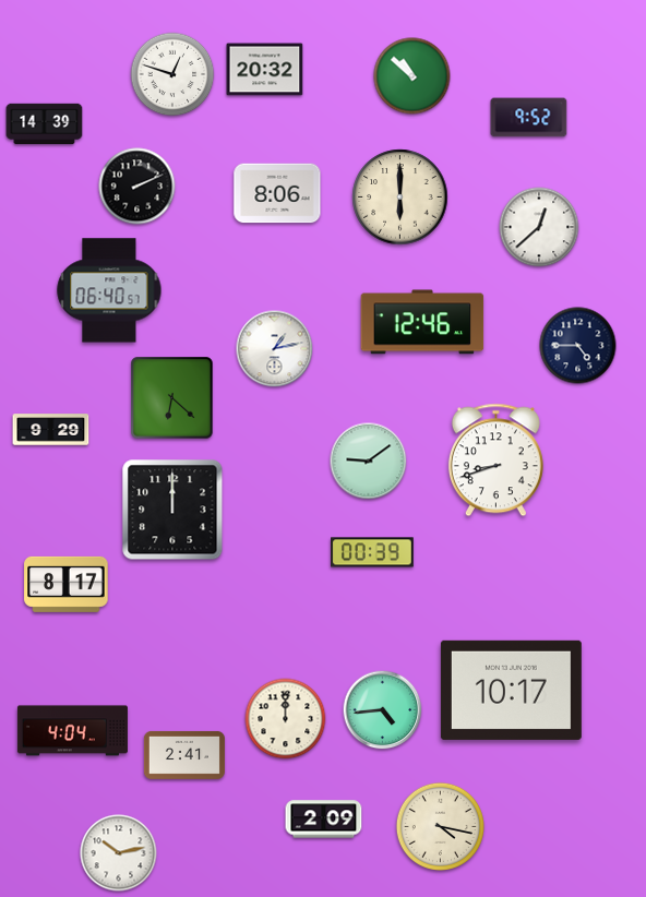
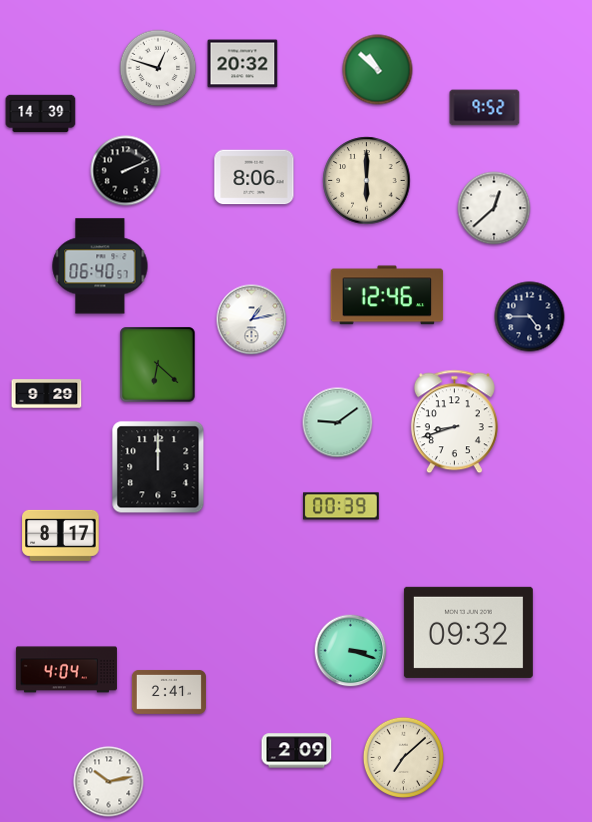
clock at (511, 690): 10:17 -> 09:32
clock at (383, 710): 4:44 -> 3:18
clock at (286, 719): 12:00 -> none
clock at (440, 826): 4:17 -> 7:08
